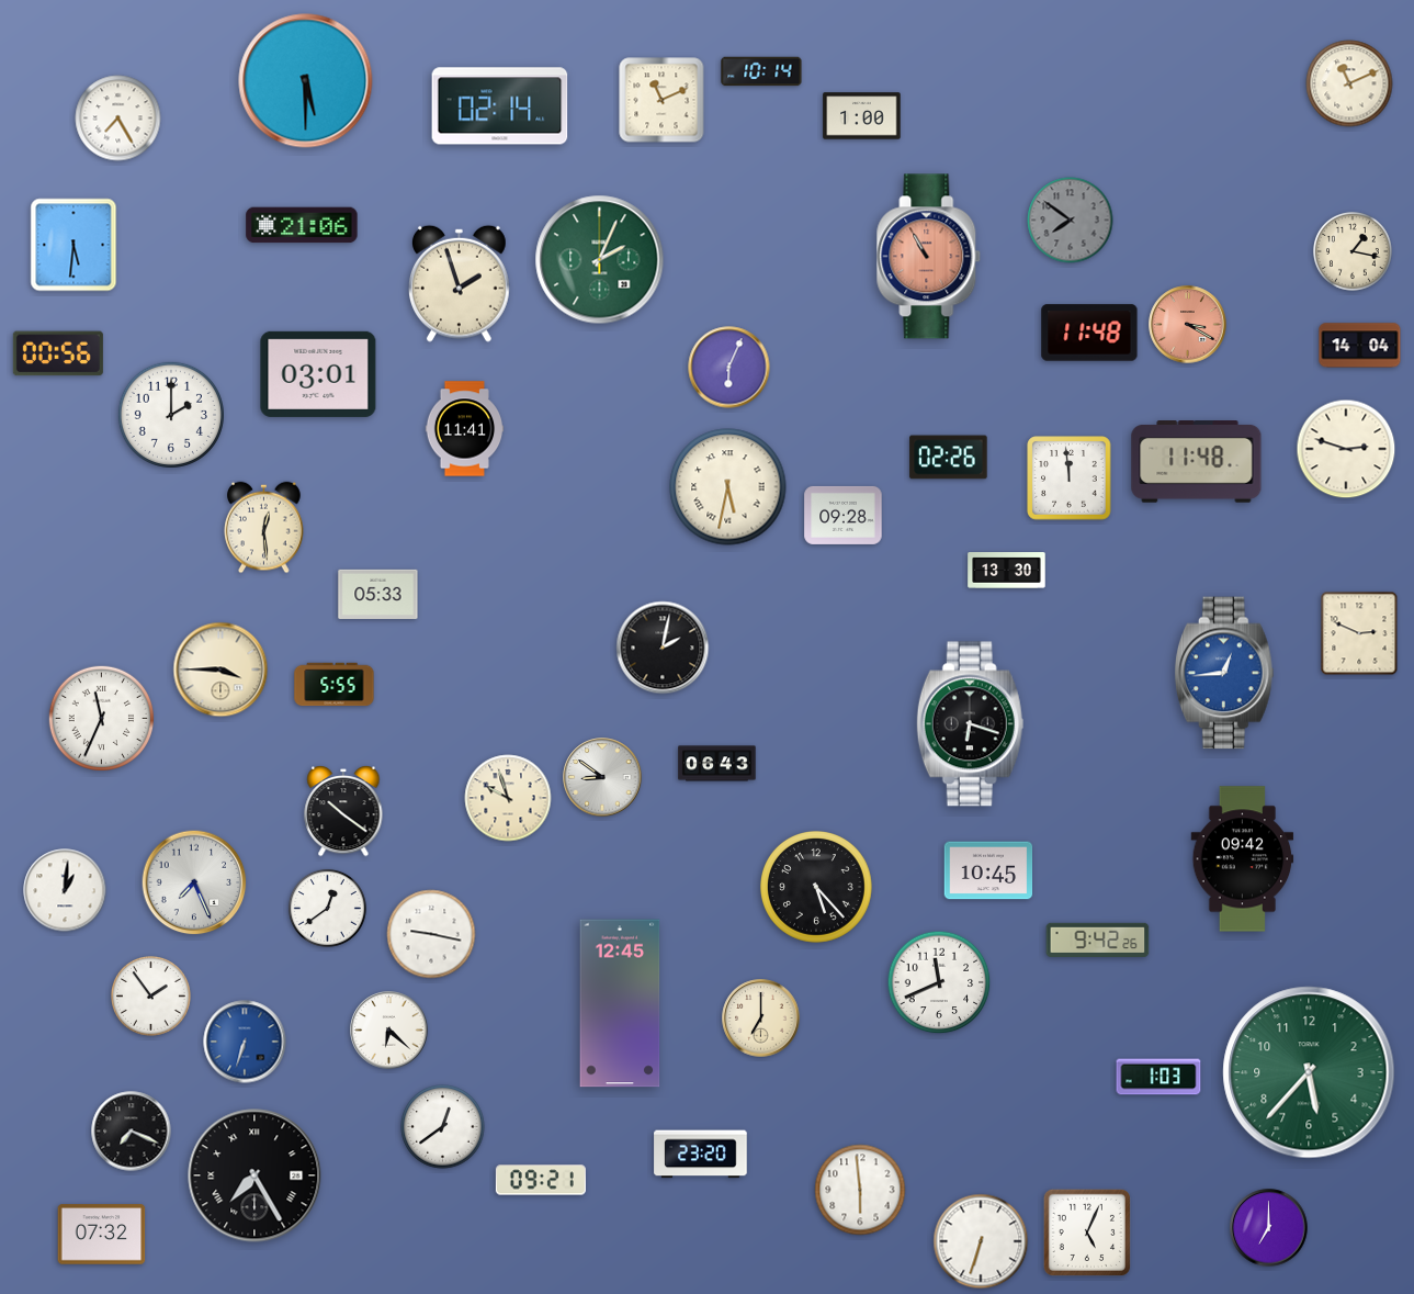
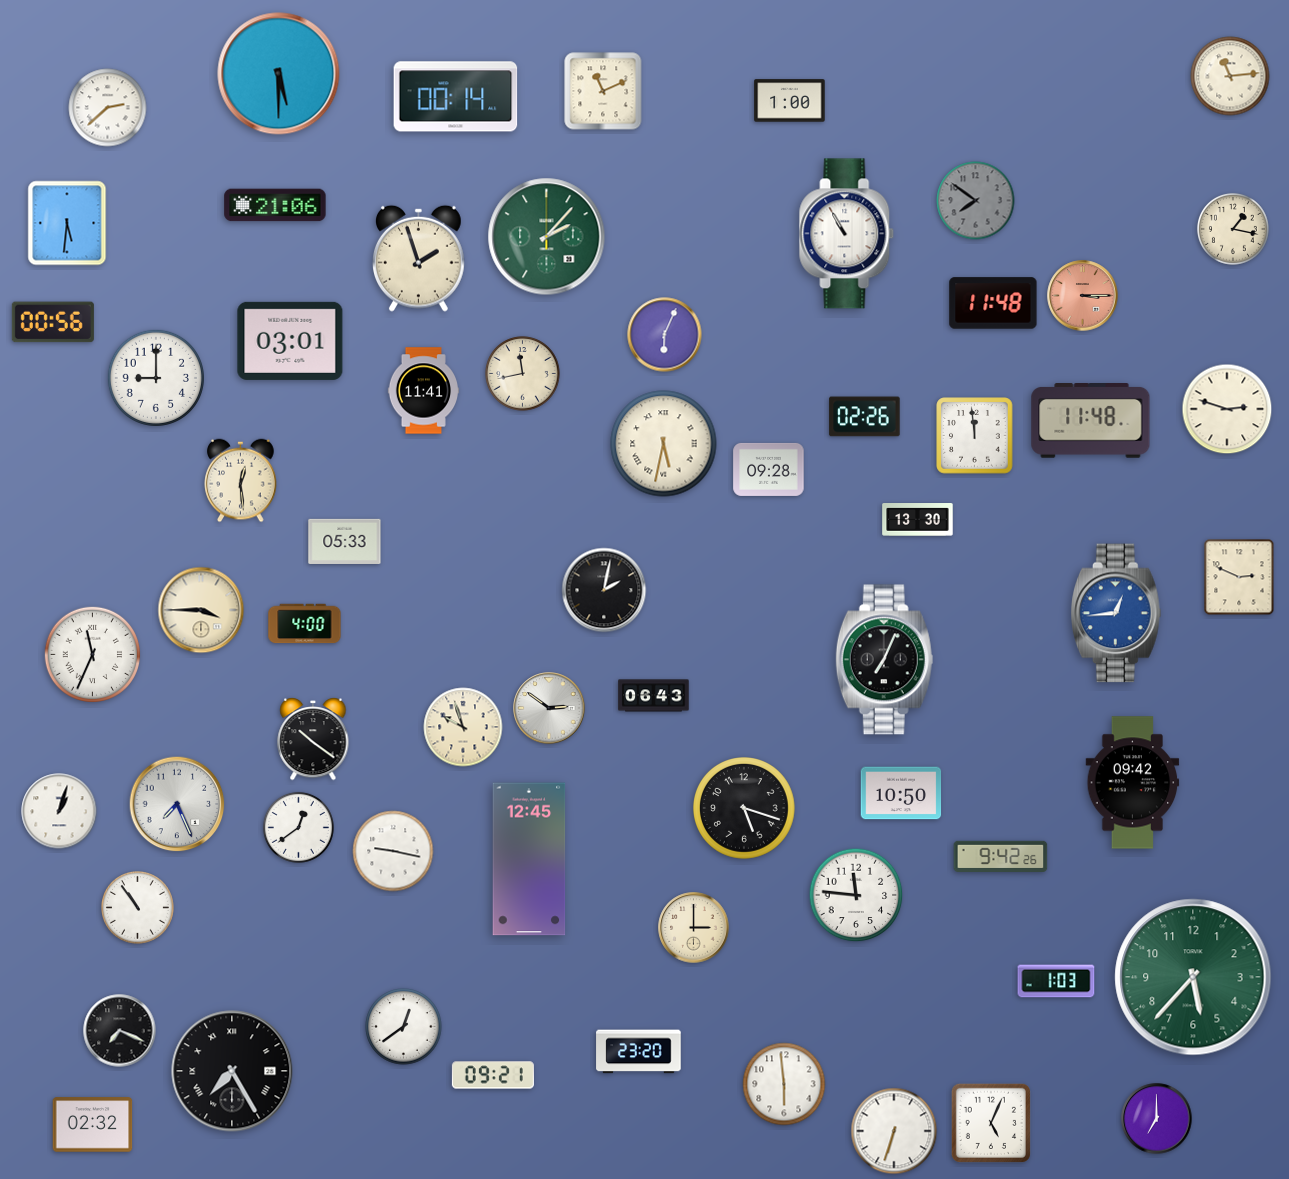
clock at (761, 71): 10:14 -> none
clock at (1349, 83): 11:11 -> 11:14
clock at (500, 106): 02:14 -> 00:14
clock at (862, 116) position: (862, 116) -> (790, 101)
clock at (118, 119): 7:25 -> 2:38
clock at (929, 257) dial: salmon -> white
clock at (600, 260): 2:04 -> 2:07
clock at (1188, 325): 3:20 -> 3:15
clock at (1360, 346): 14:04 -> none
clock at (523, 374): none -> 11:43
clock at (171, 415): 2:00 -> 9:00
clock at (335, 685): 5:55 -> 4:00
clock at (970, 724): 6:18 -> 7:04
clock at (602, 777): 8:51 -> 2:51
clock at (988, 870): 10:45 -> 10:50
clock at (817, 888): 5:23 -> 5:18
clock at (65, 890): 1:01 -> 1:03
clock at (939, 982): 11:41 -> 11:46
clock at (151, 997): 1:54 -> 10:54
clock at (620, 1003) position: (620, 1003) -> (529, 859)
clock at (761, 1019): 7:00 -> 3:00
clock at (389, 1031): 6:22 -> none
clock at (245, 1042): 6:33 -> none
clock at (102, 1235): 07:32 -> 02:32
